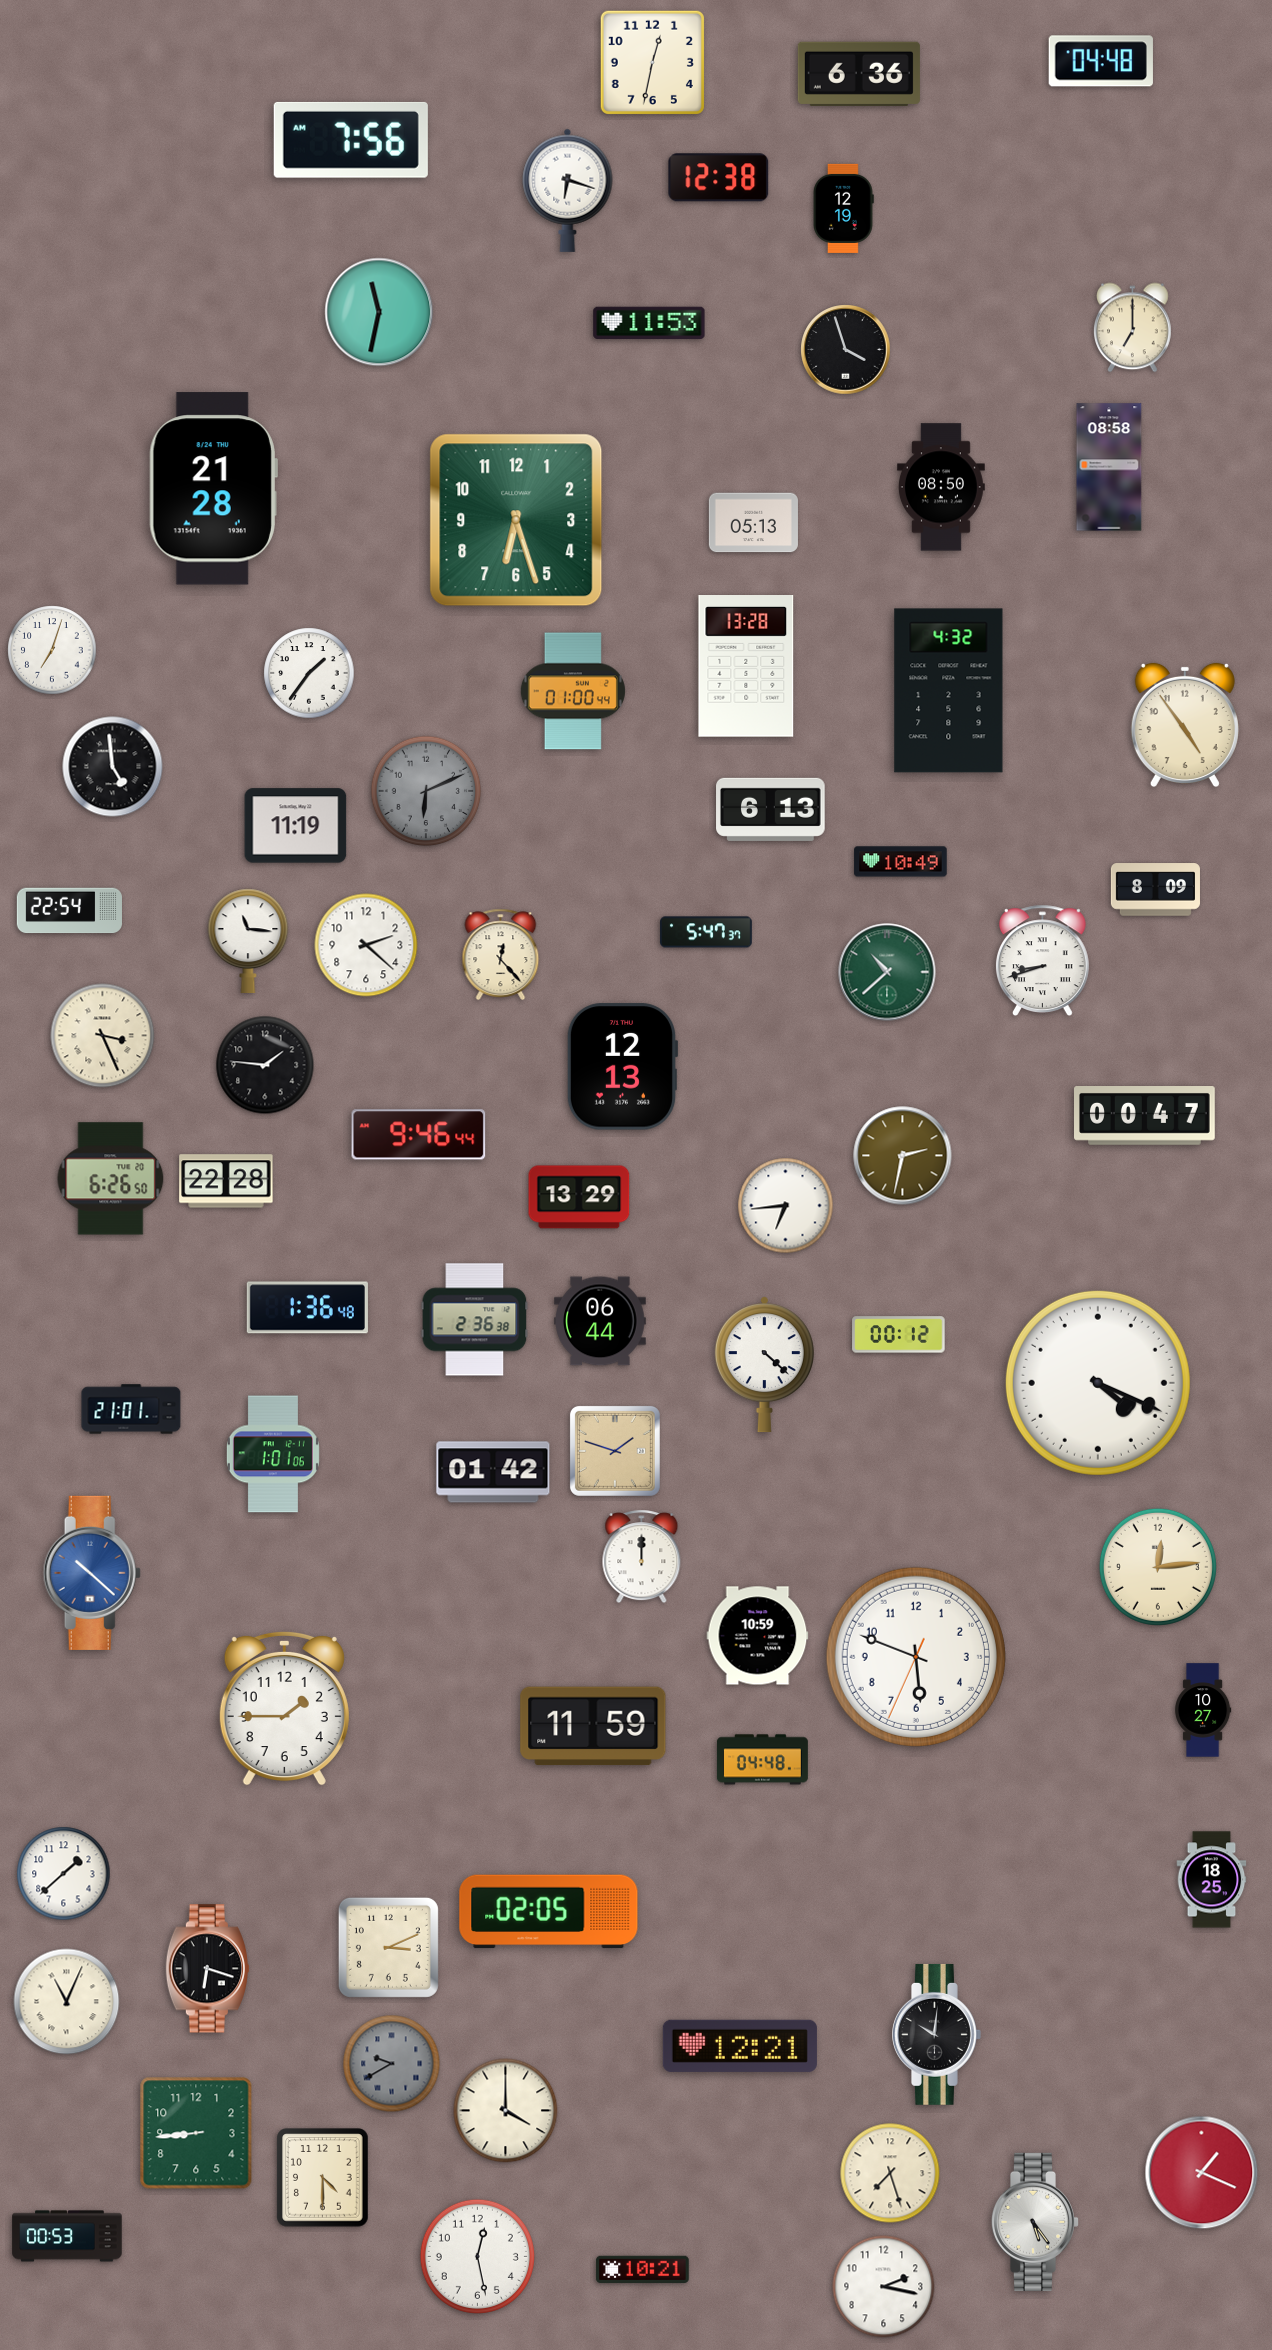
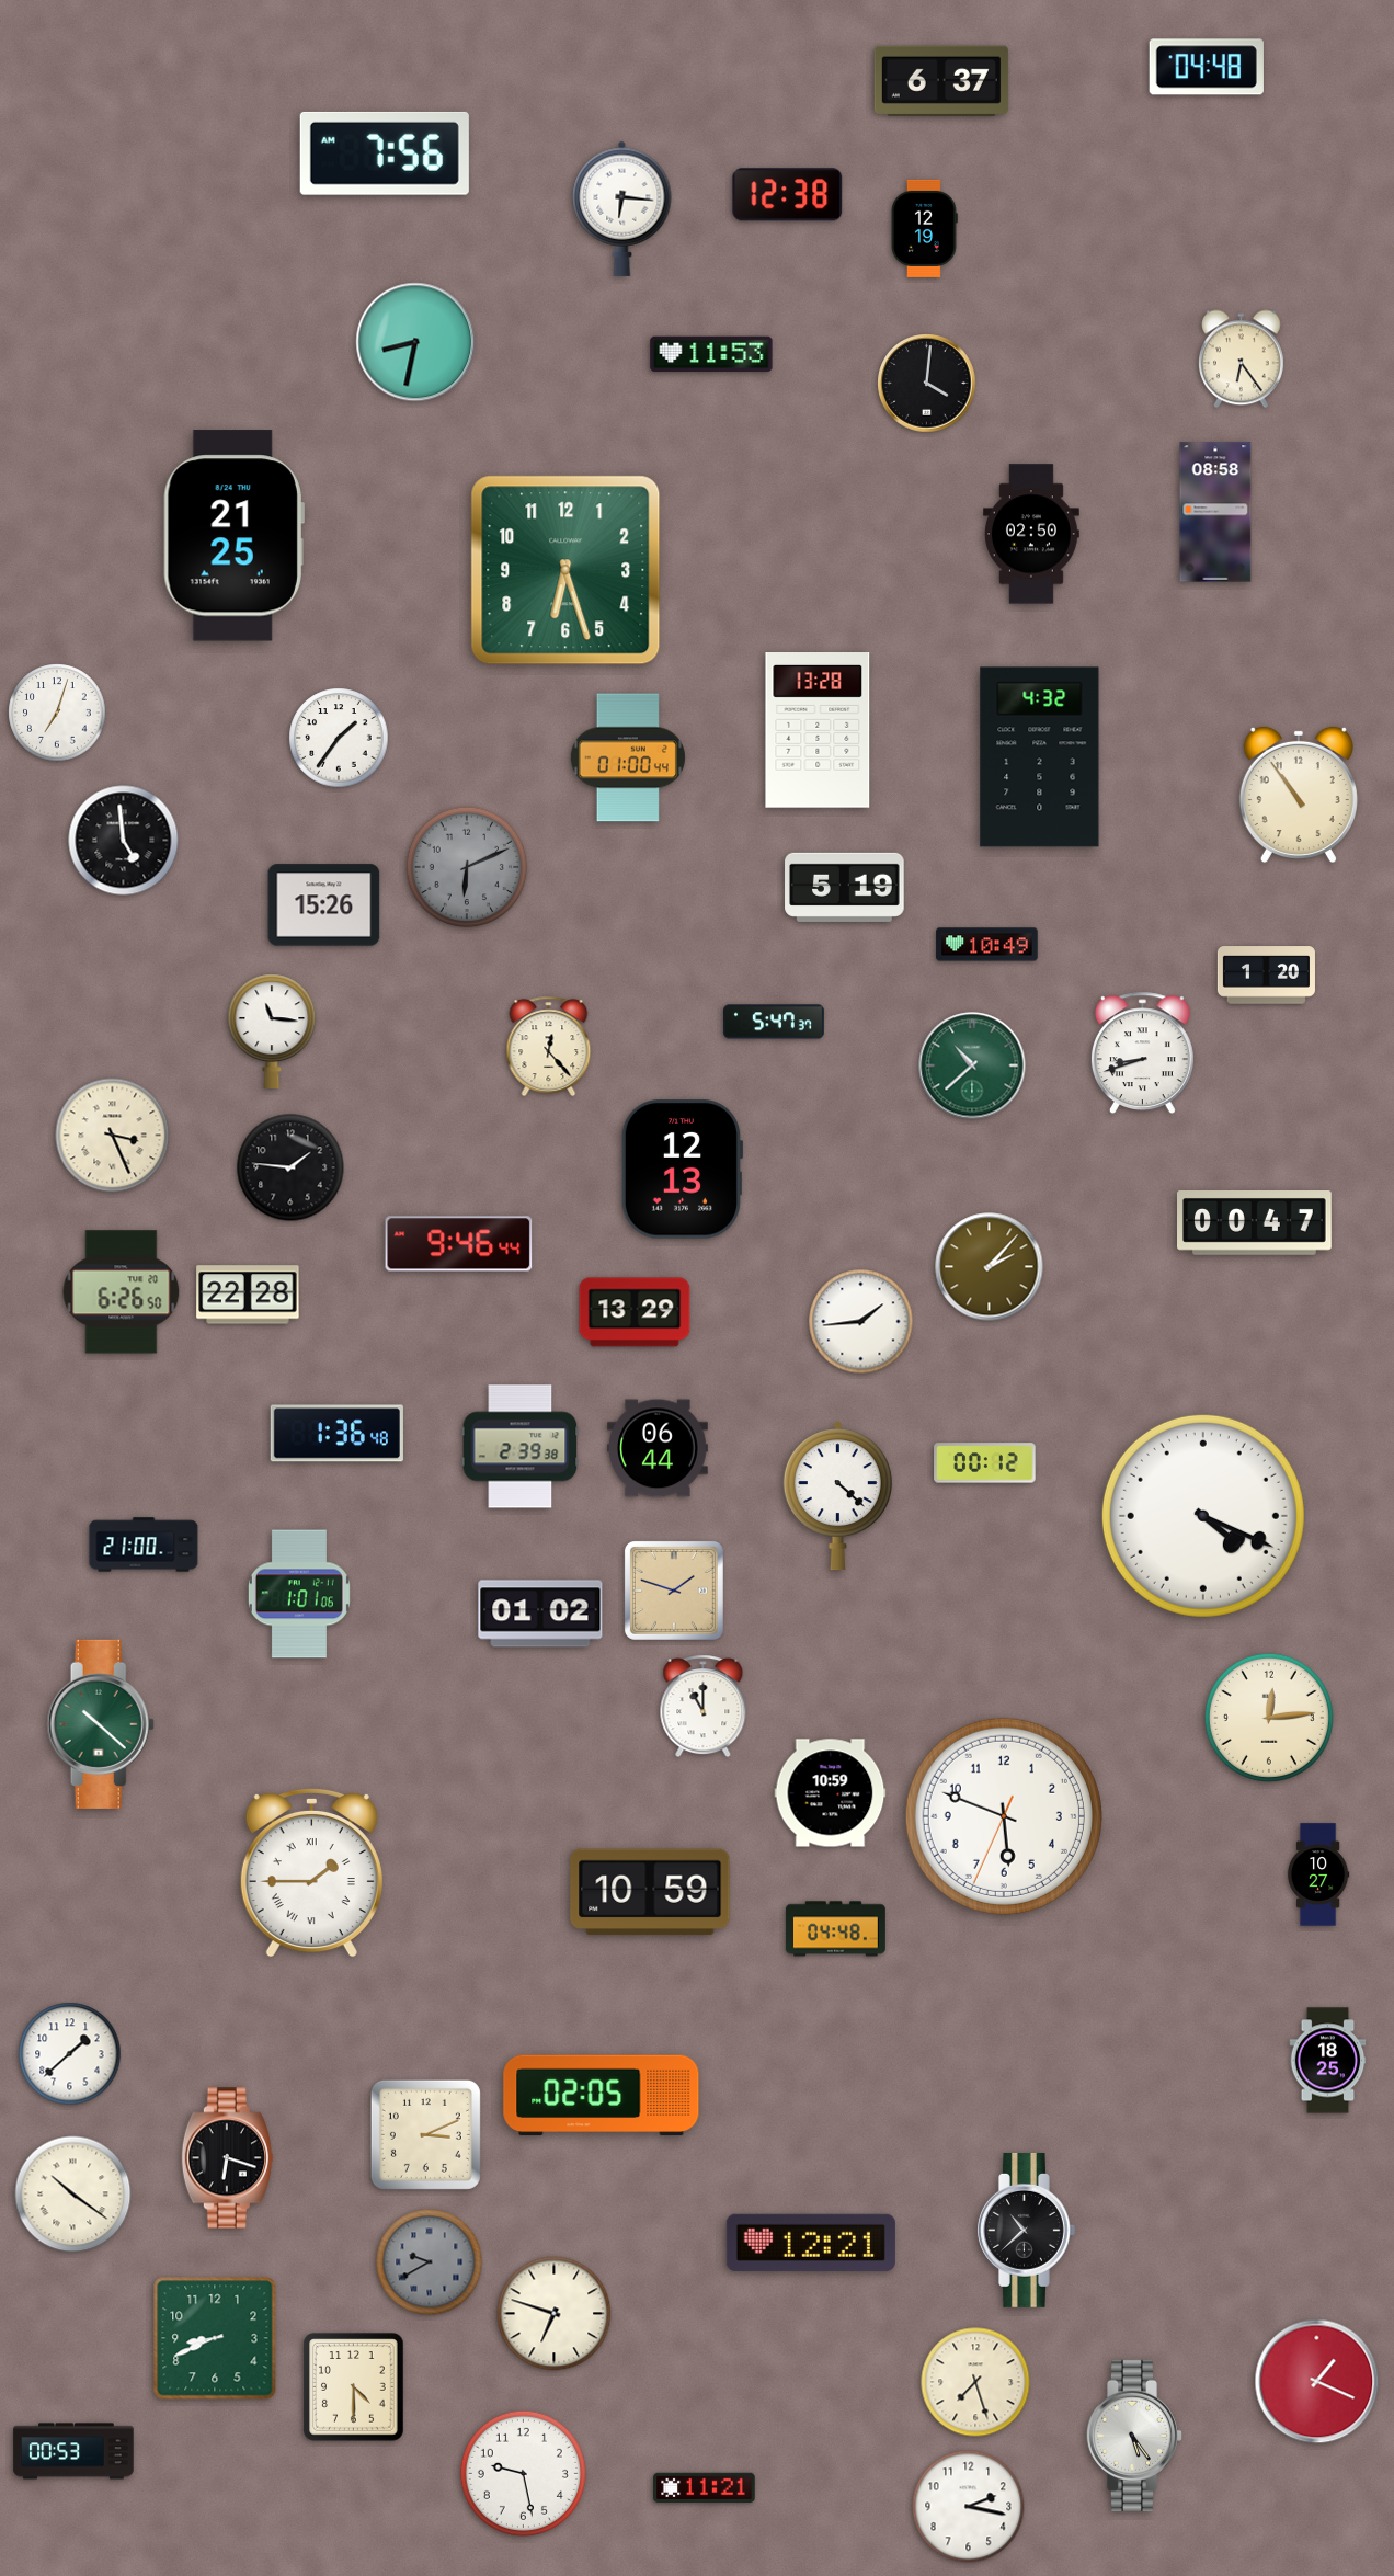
clock at (652, 62): 12:32 -> none
clock at (859, 74): 6:36 -> 6:37
clock at (568, 190): 6:18 -> 6:16
clock at (379, 312): 11:32 -> 8:32
clock at (1133, 328): 7:00 -> 6:24
clock at (846, 350): 3:57 -> 4:01
clock at (941, 487): 08:50 -> 02:50
clock at (213, 489): 21:28 -> 21:25
clock at (753, 523): 05:13 -> none
clock at (1185, 724): 4:54 -> 10:54
clock at (771, 809): 6:13 -> 5:19
clock at (296, 826): 11:19 -> 15:26
clock at (1155, 890): 8:09 -> 1:20
clock at (69, 911): 22:54 -> none
clock at (366, 945): 2:22 -> none
clock at (903, 1156): 2:32 -> 2:07
clock at (786, 1206): 6:44 -> 1:44
clock at (475, 1320): 2:36 -> 2:39
clock at (131, 1409): 21:01 -> 21:00
clock at (493, 1472): 01:42 -> 01:02
clock at (642, 1557): 12:00 -> 11:00
clock at (92, 1573) dial: blue -> green
clock at (284, 1708) numerals: Arabic -> Roman
clock at (593, 1726): 11:59 -> 10:59
clock at (67, 2002): 11:04 -> 10:21
clock at (937, 2034): 10:01 -> 10:38
clock at (506, 2111): 4:00 -> 6:48
clock at (196, 2133): 8:44 -> 8:41
clock at (477, 2256): 12:28 -> 9:28
clock at (643, 2270): 10:21 -> 11:21
